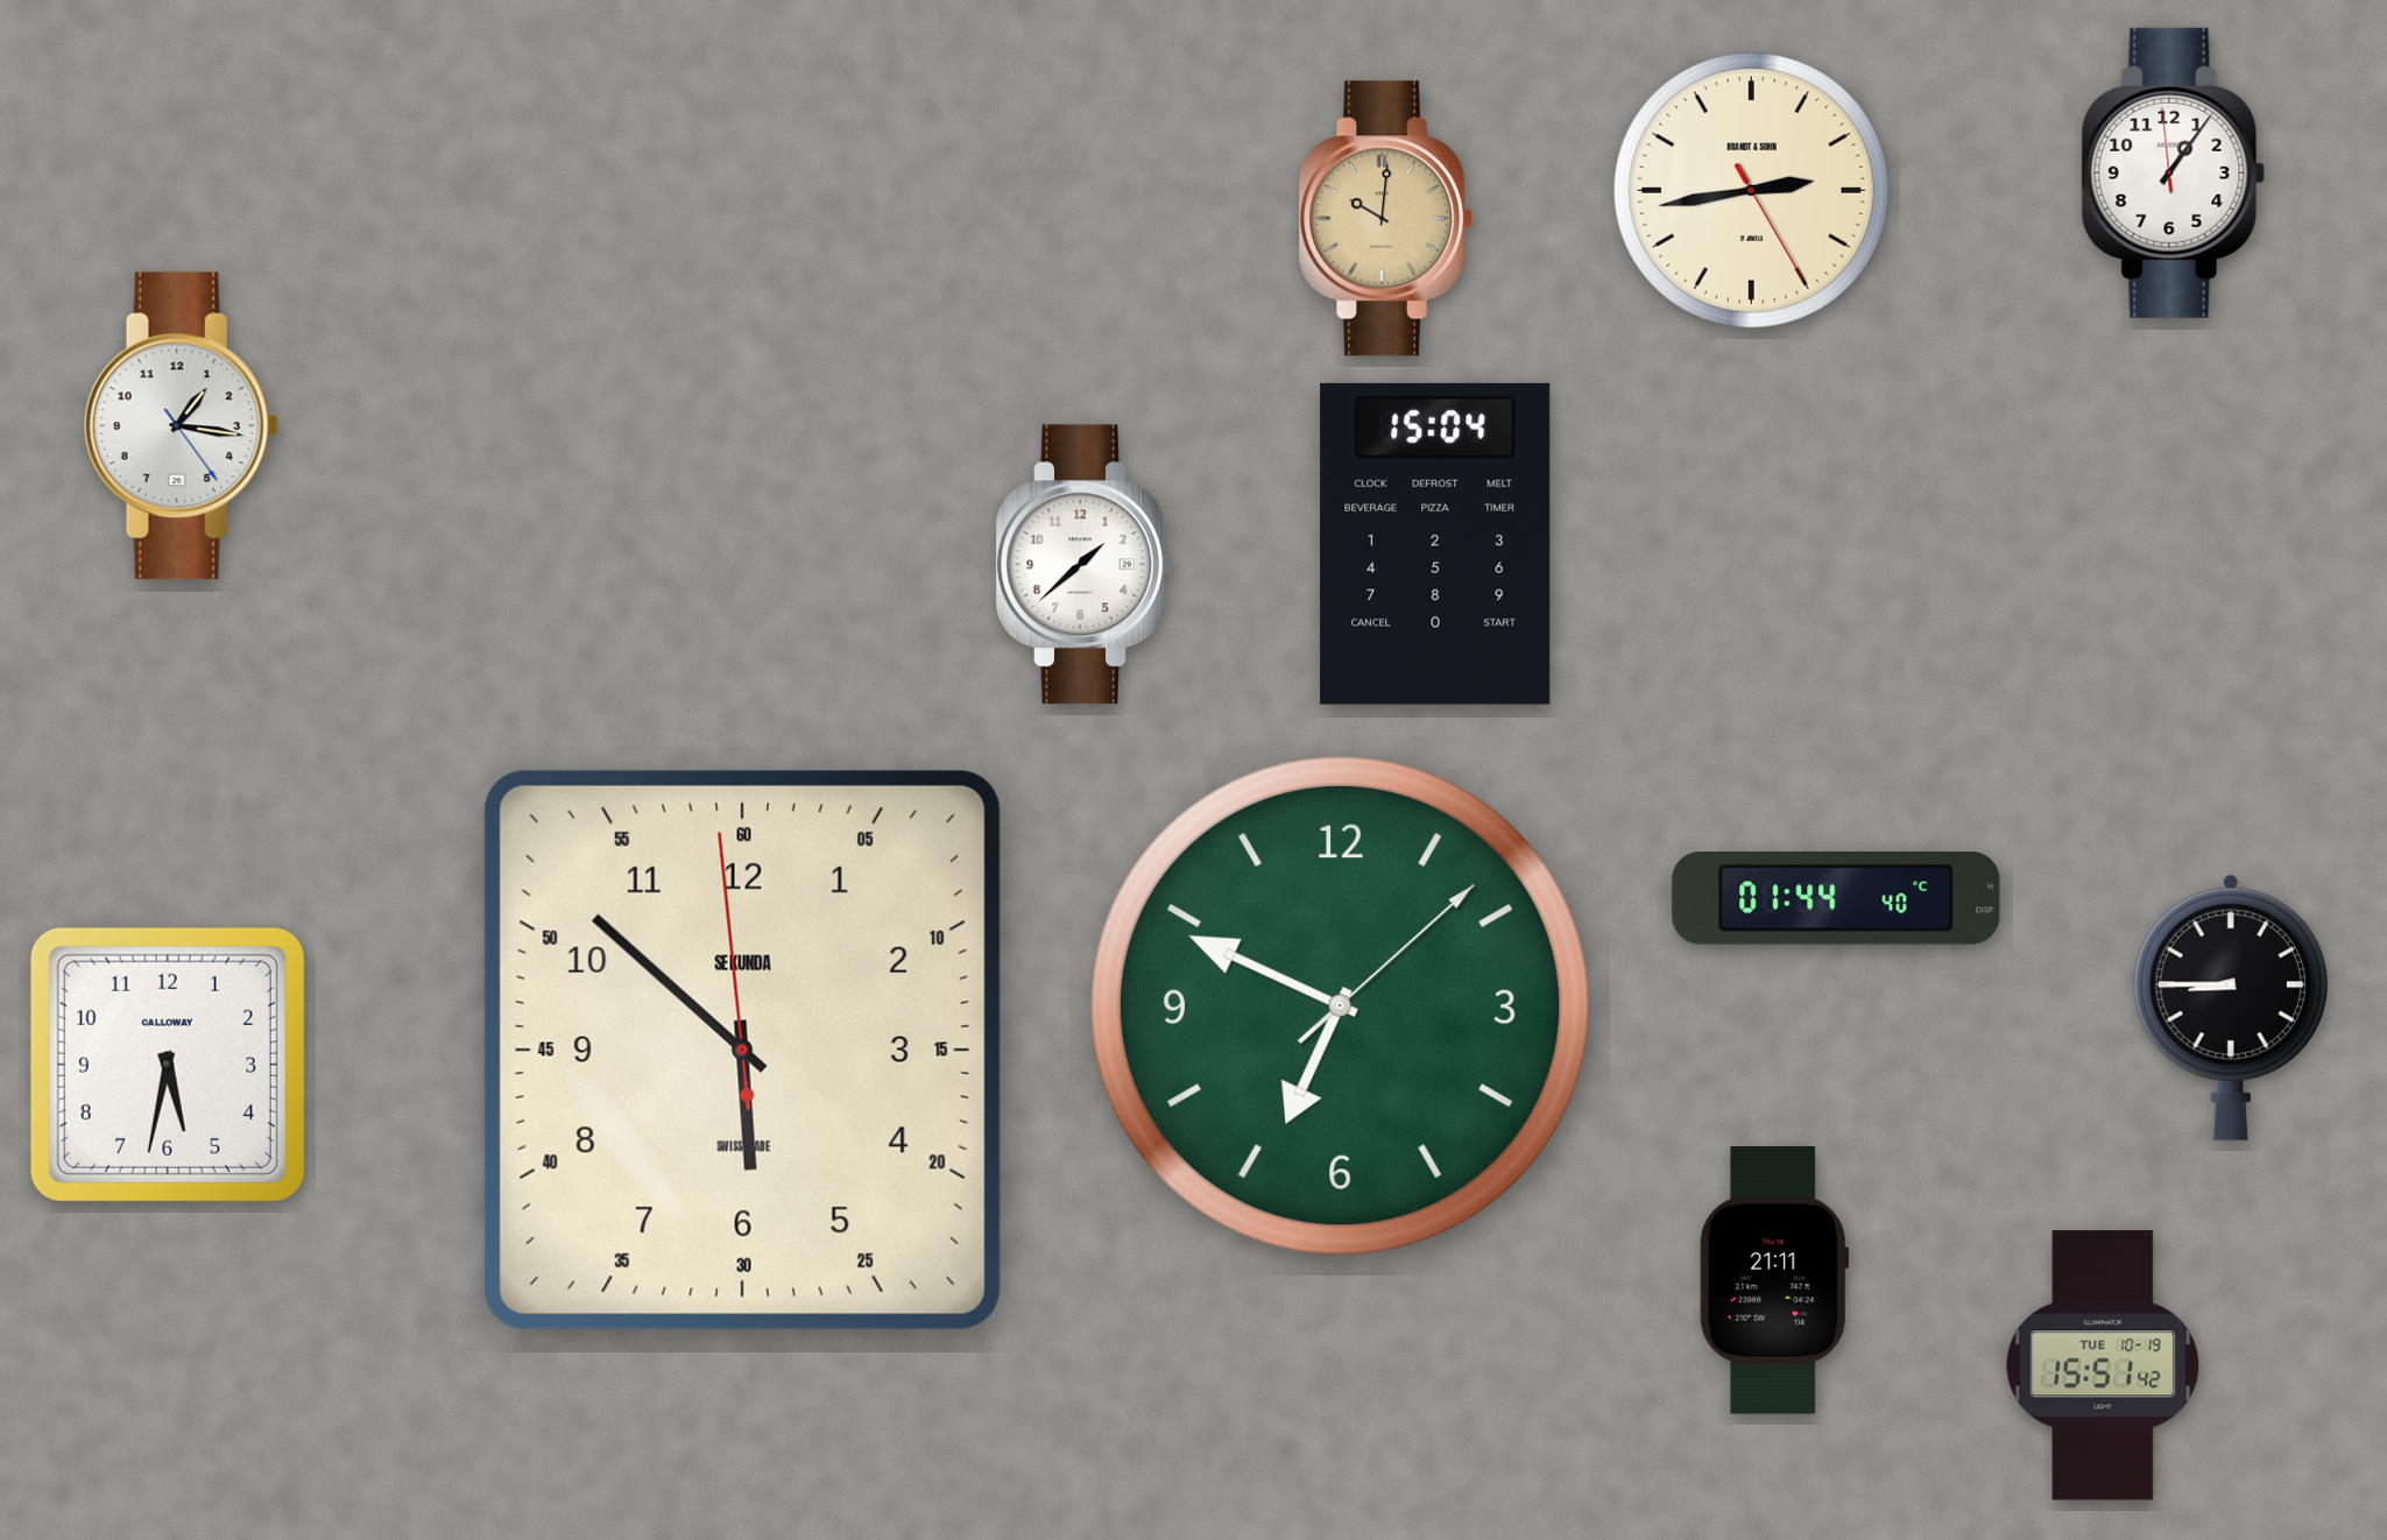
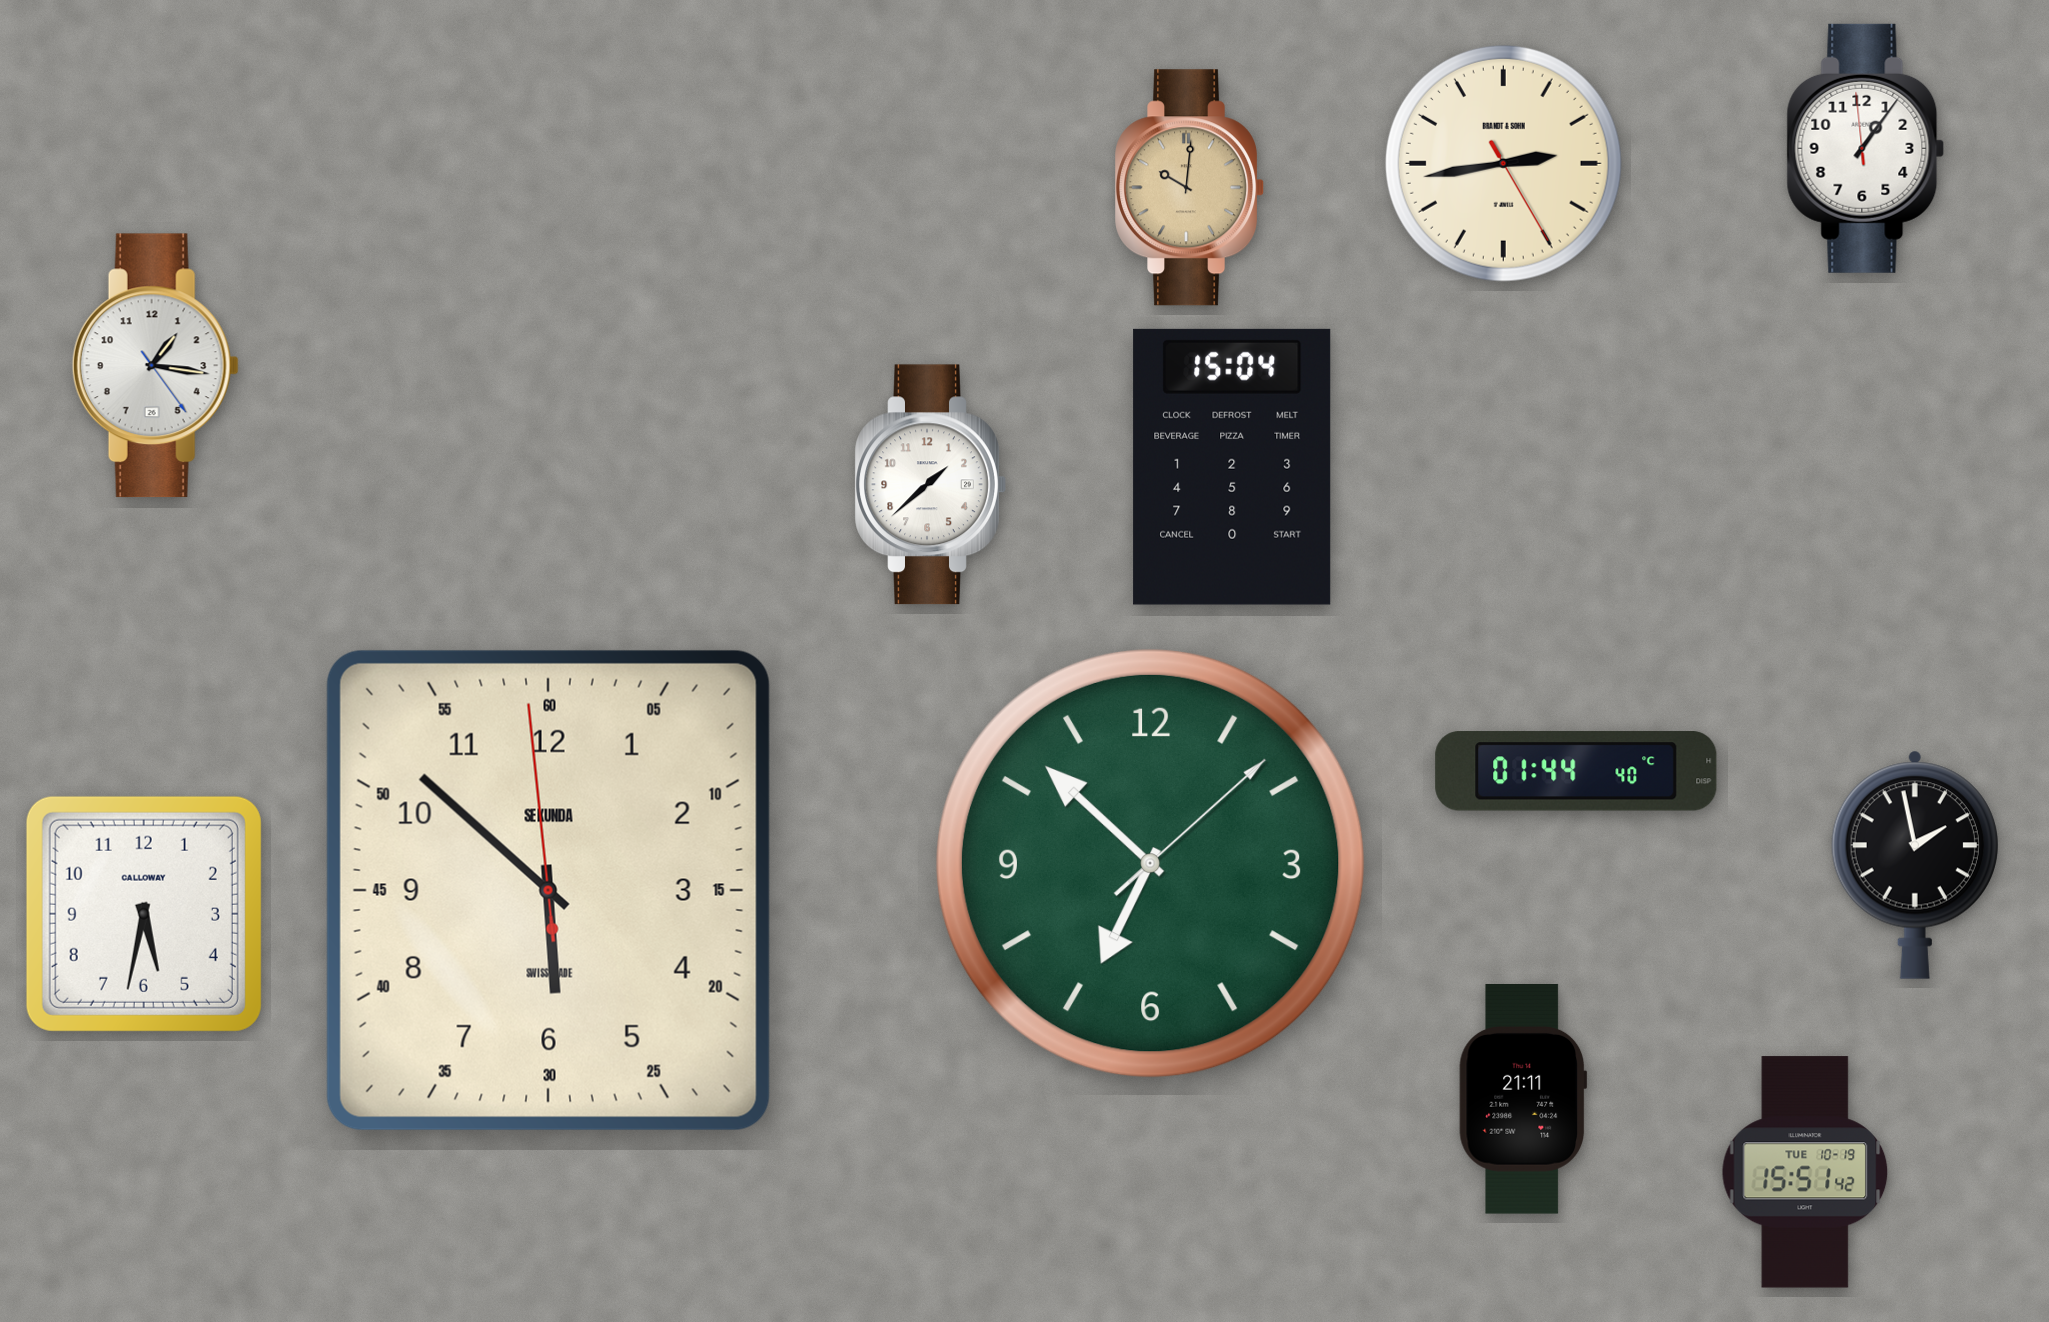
clock at (1340, 1005): 6:49 -> 6:52
clock at (2231, 1008): 8:45 -> 1:58
clock at (742, 1050) position: (742, 1050) -> (548, 890)
